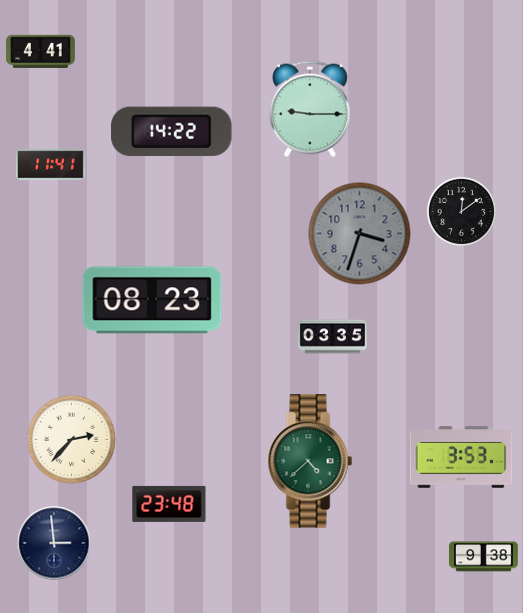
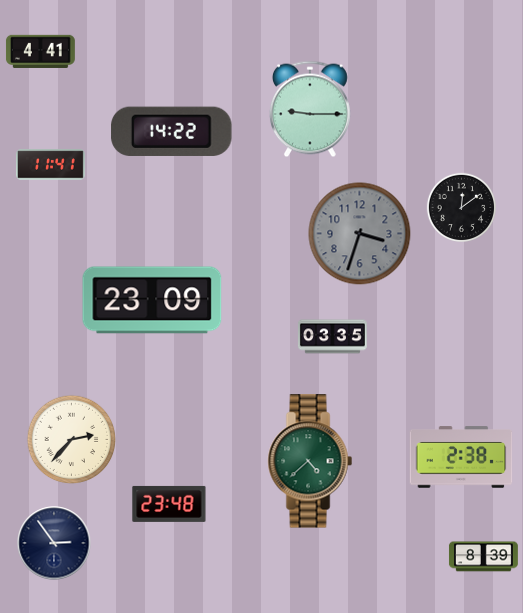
clock at (461, 211) position: (461, 211) -> (461, 207)
clock at (152, 300): 08:23 -> 23:09
clock at (461, 457): 3:53 -> 2:38
clock at (54, 543): 2:59 -> 2:54
clock at (483, 557): 9:38 -> 8:39
